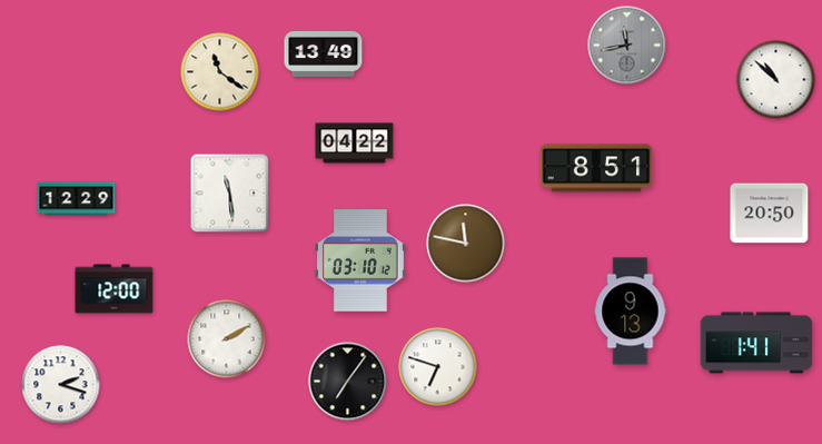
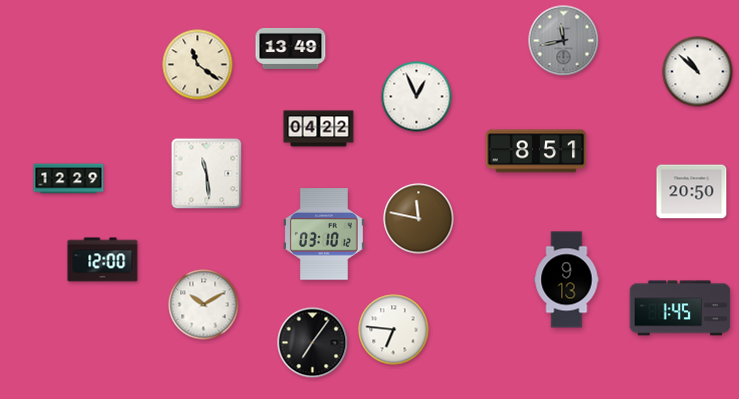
clock at (417, 97): none -> 12:56
clock at (227, 339): 2:10 -> 10:10
clock at (756, 343): 1:41 -> 1:45
clock at (438, 367): 6:48 -> 6:46
clock at (61, 385): 2:18 -> none
